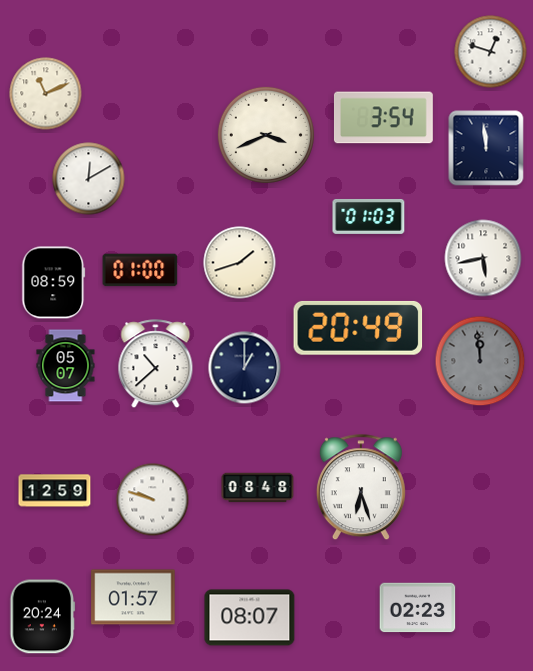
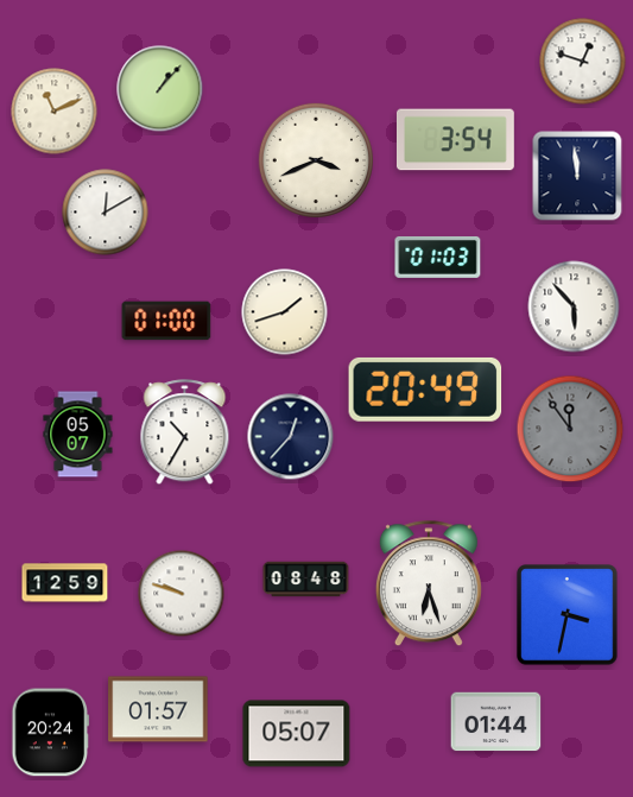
clock at (160, 89): none -> 1:07
clock at (483, 258): 5:43 -> 5:53
clock at (54, 283): 08:59 -> none
clock at (480, 361): 11:59 -> 11:54
clock at (156, 364): 10:38 -> 10:35
clock at (245, 368): 1:00 -> 12:37
clock at (361, 488) position: (361, 488) -> (429, 584)
clock at (568, 615): none -> 3:32
clock at (418, 608): 02:23 -> 01:44
clock at (250, 618): 08:07 -> 05:07
